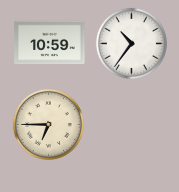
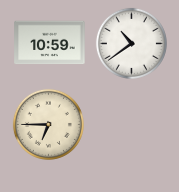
clock at (131, 43): 10:36 -> 10:39
